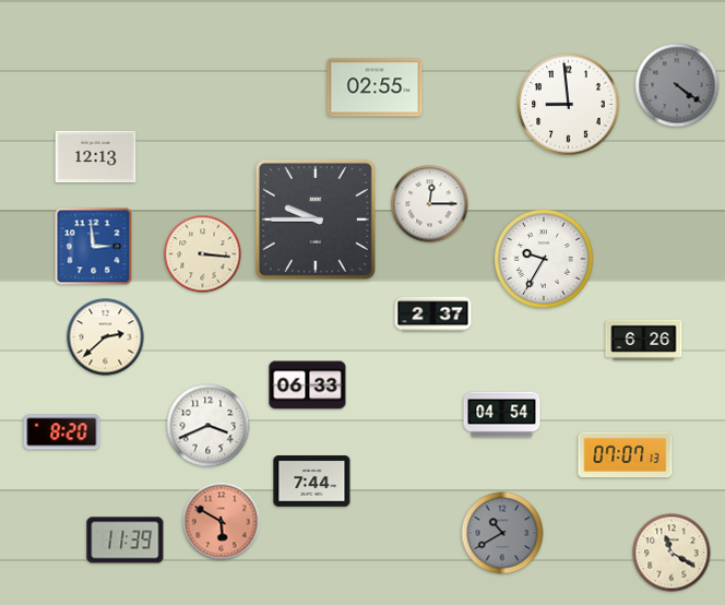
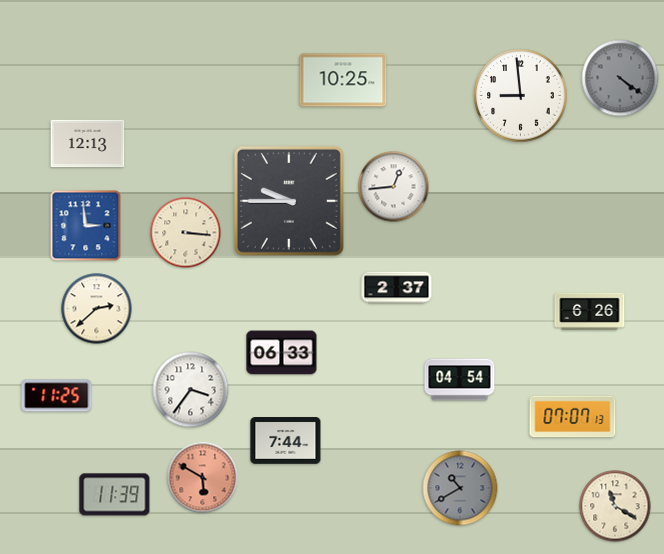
clock at (375, 87): 02:55 -> 10:25
clock at (430, 204): 12:15 -> 12:44
clock at (545, 260): 9:35 -> none
clock at (209, 426): 3:41 -> 3:36
clock at (62, 432): 8:20 -> 11:25
